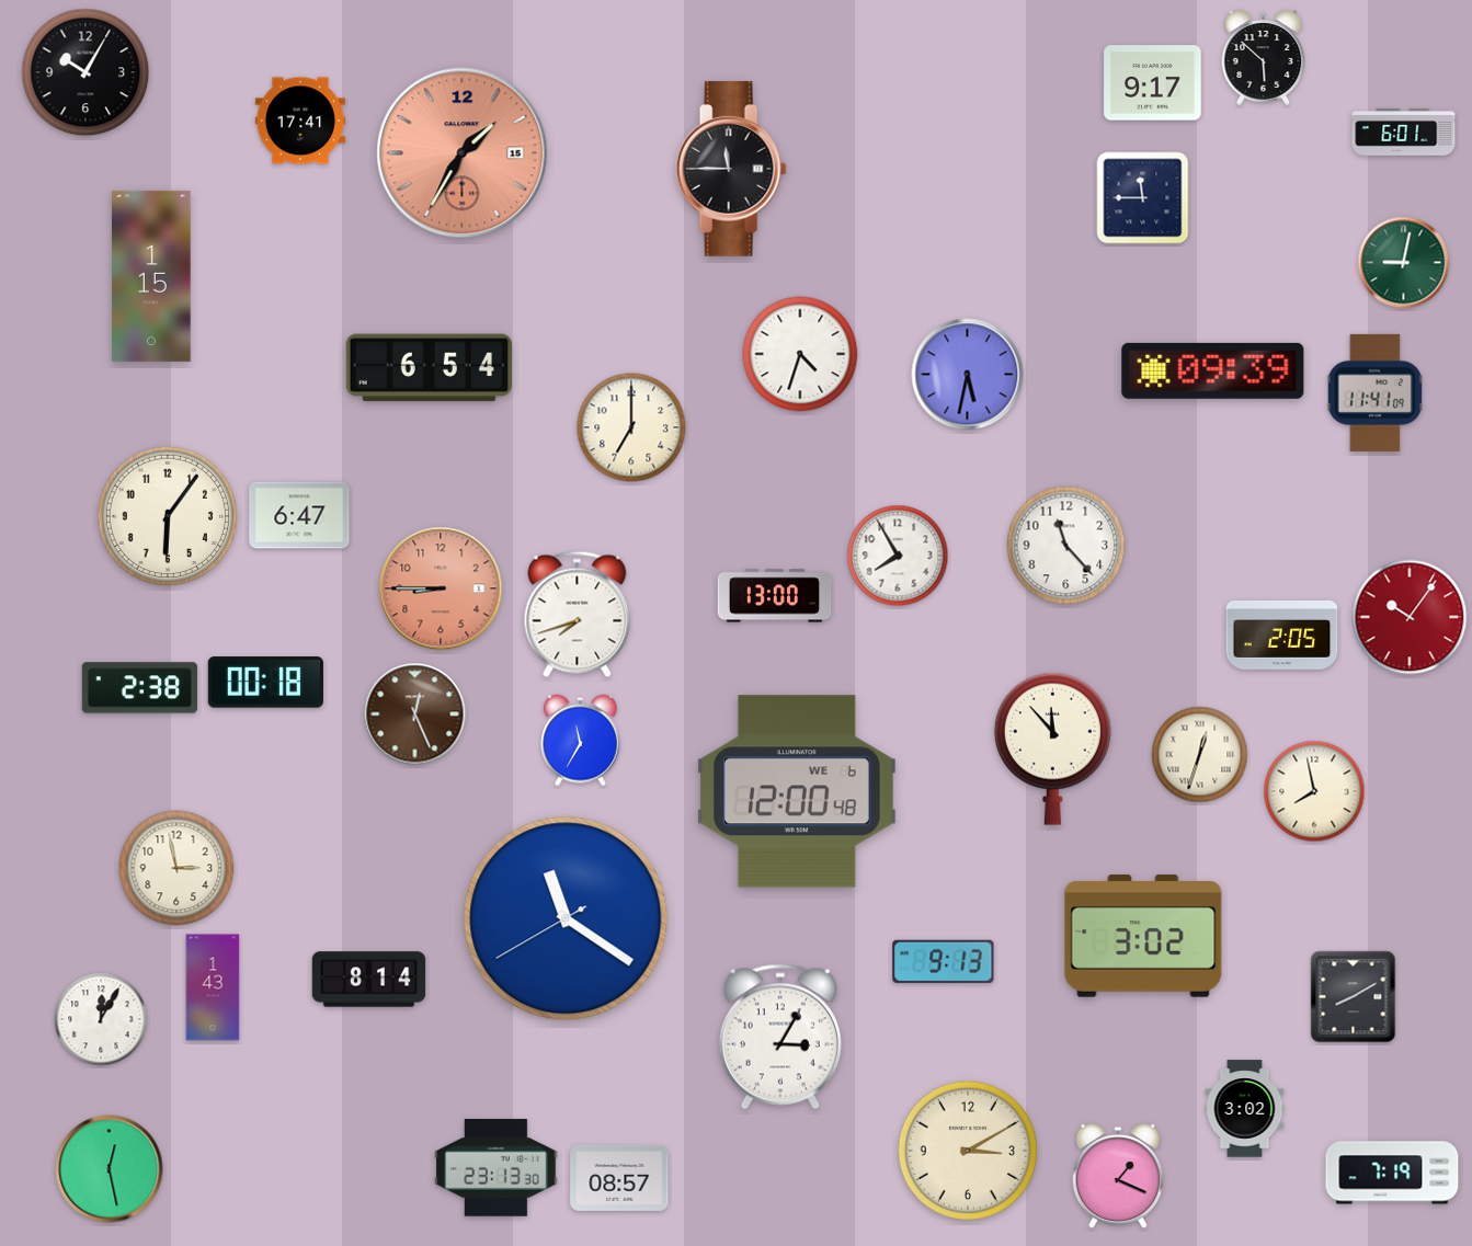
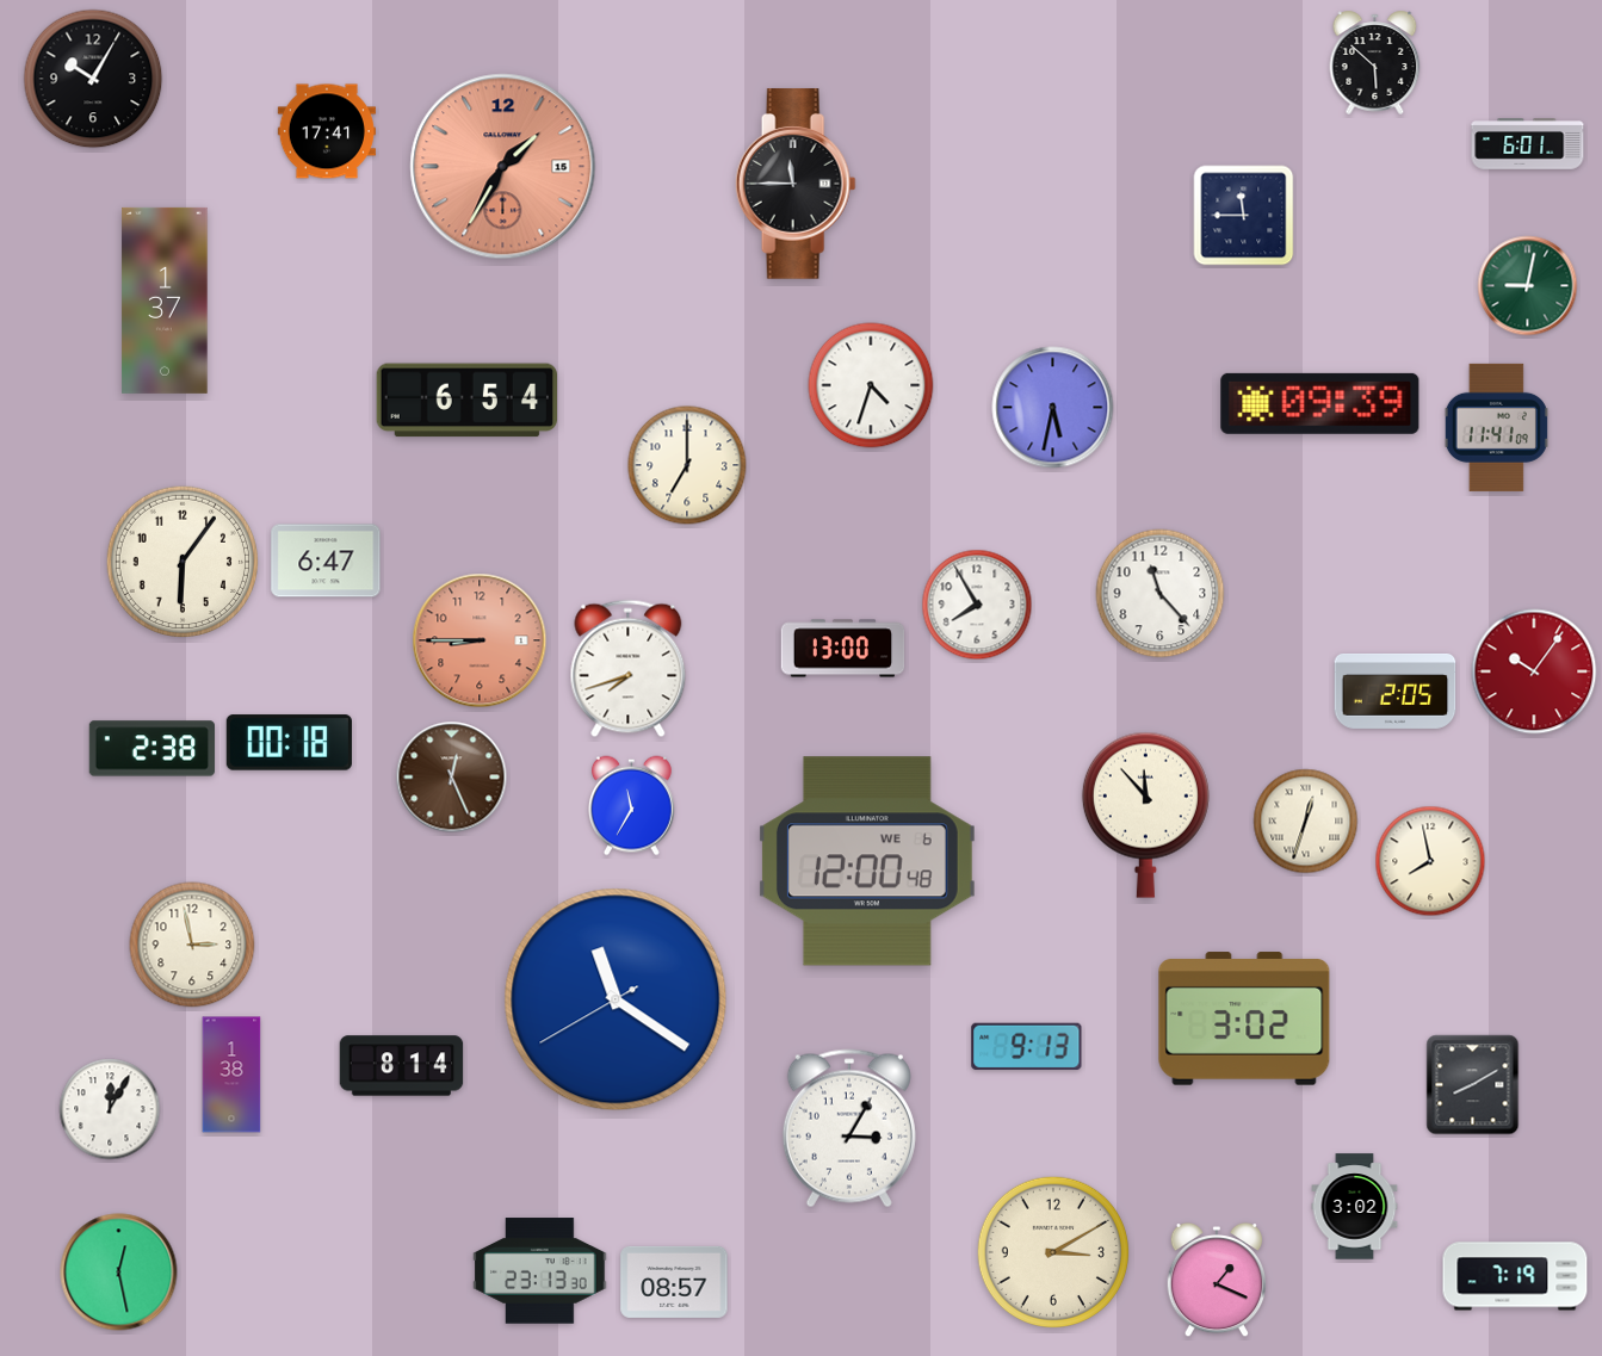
clock at (1153, 83): 9:17 -> none
clock at (151, 276): 1:15 -> 1:37
clock at (213, 987): 1:43 -> 1:38
